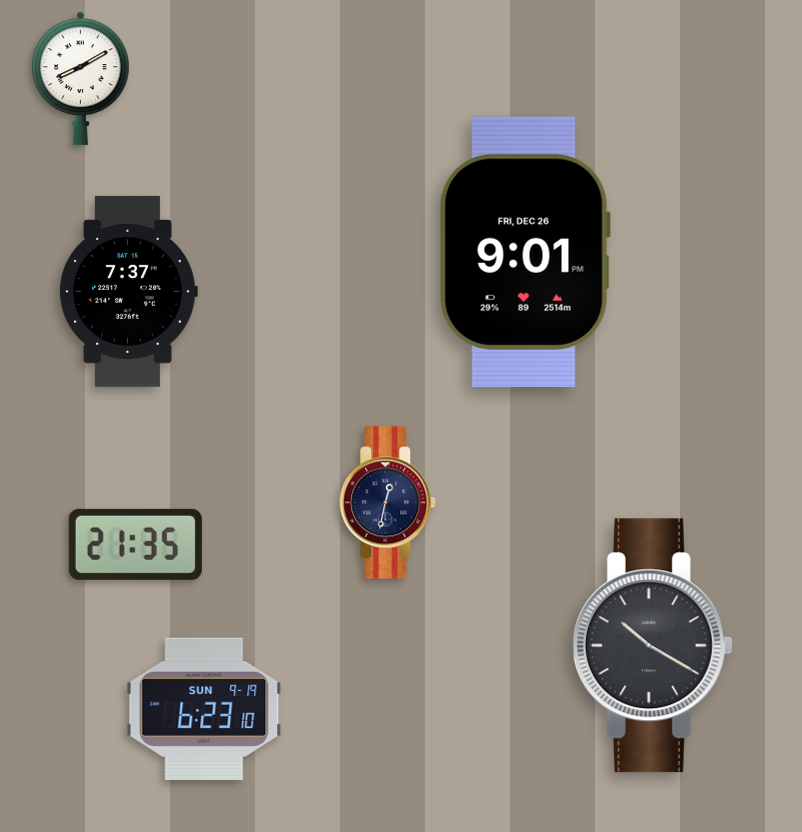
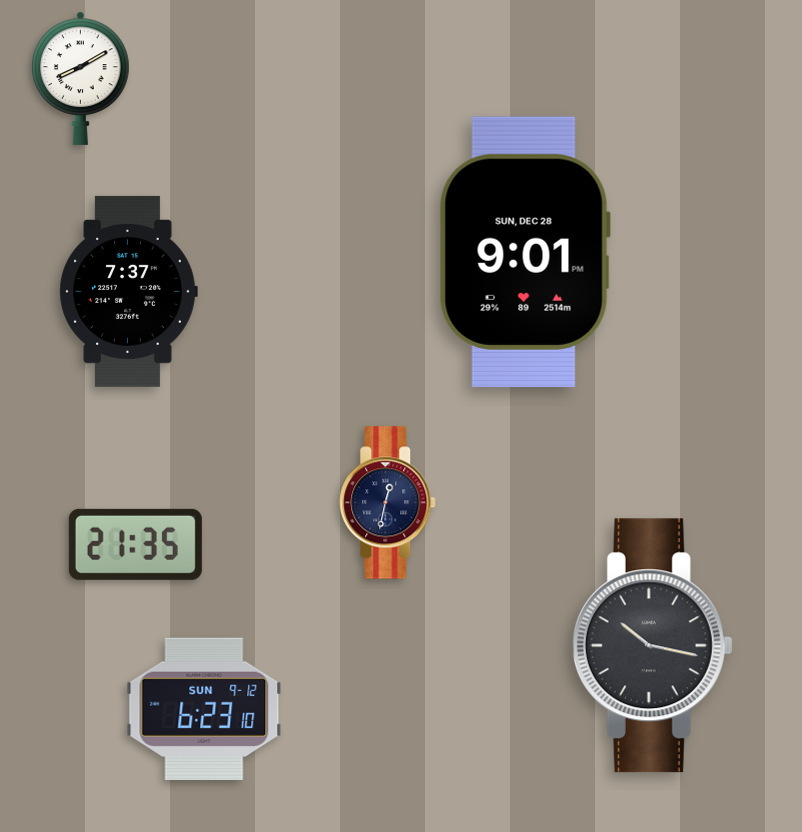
clock at (525, 252) date: FRI, DEC 26 -> SUN, DEC 28
clock at (652, 646): 10:20 -> 10:17
clock at (204, 708) date: SUN 9-19 -> SUN 9-12
